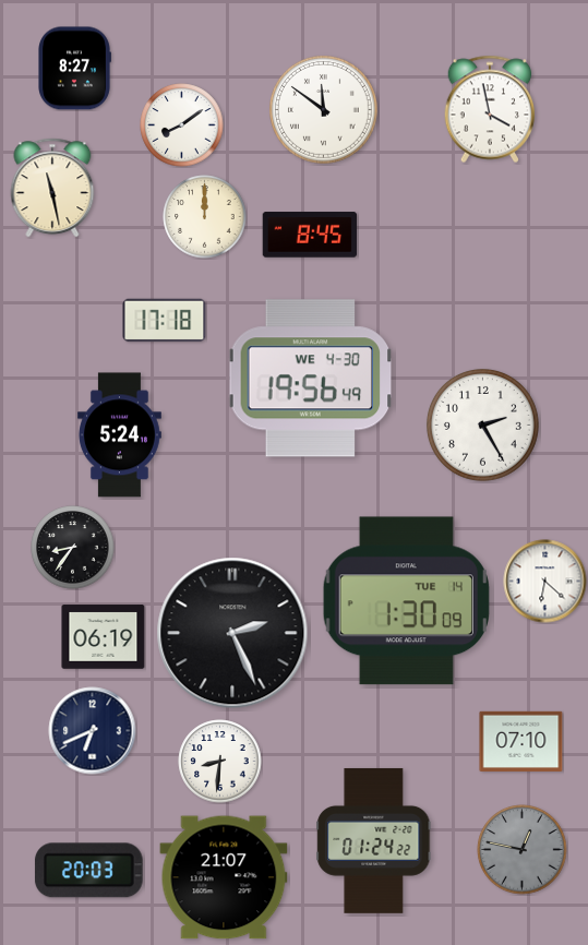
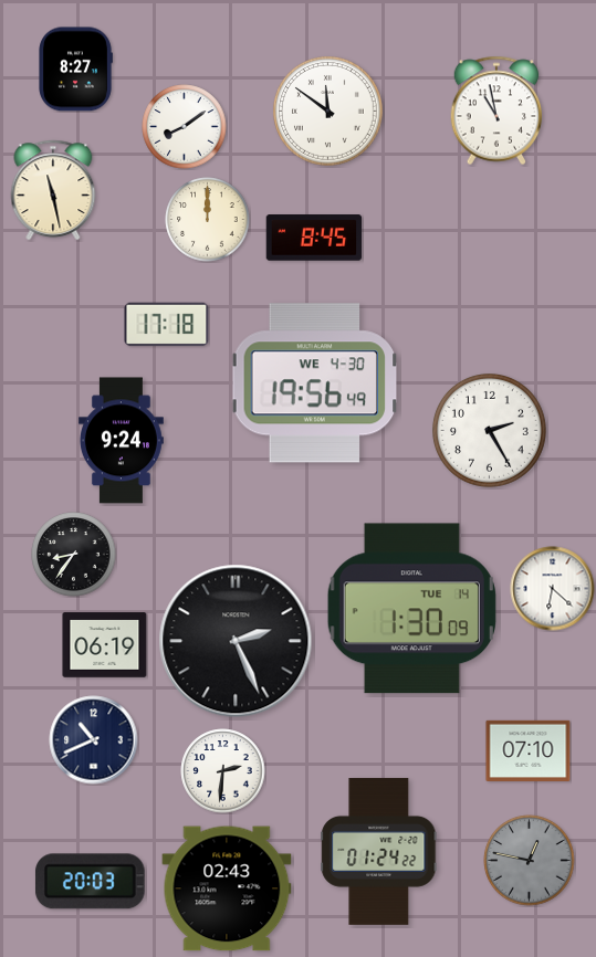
clock at (490, 109): 3:58 -> 10:58
clock at (119, 435): 5:24 -> 9:24
clock at (93, 731): 6:41 -> 10:41
clock at (220, 762): 8:31 -> 2:31
clock at (224, 877): 21:07 -> 02:43
